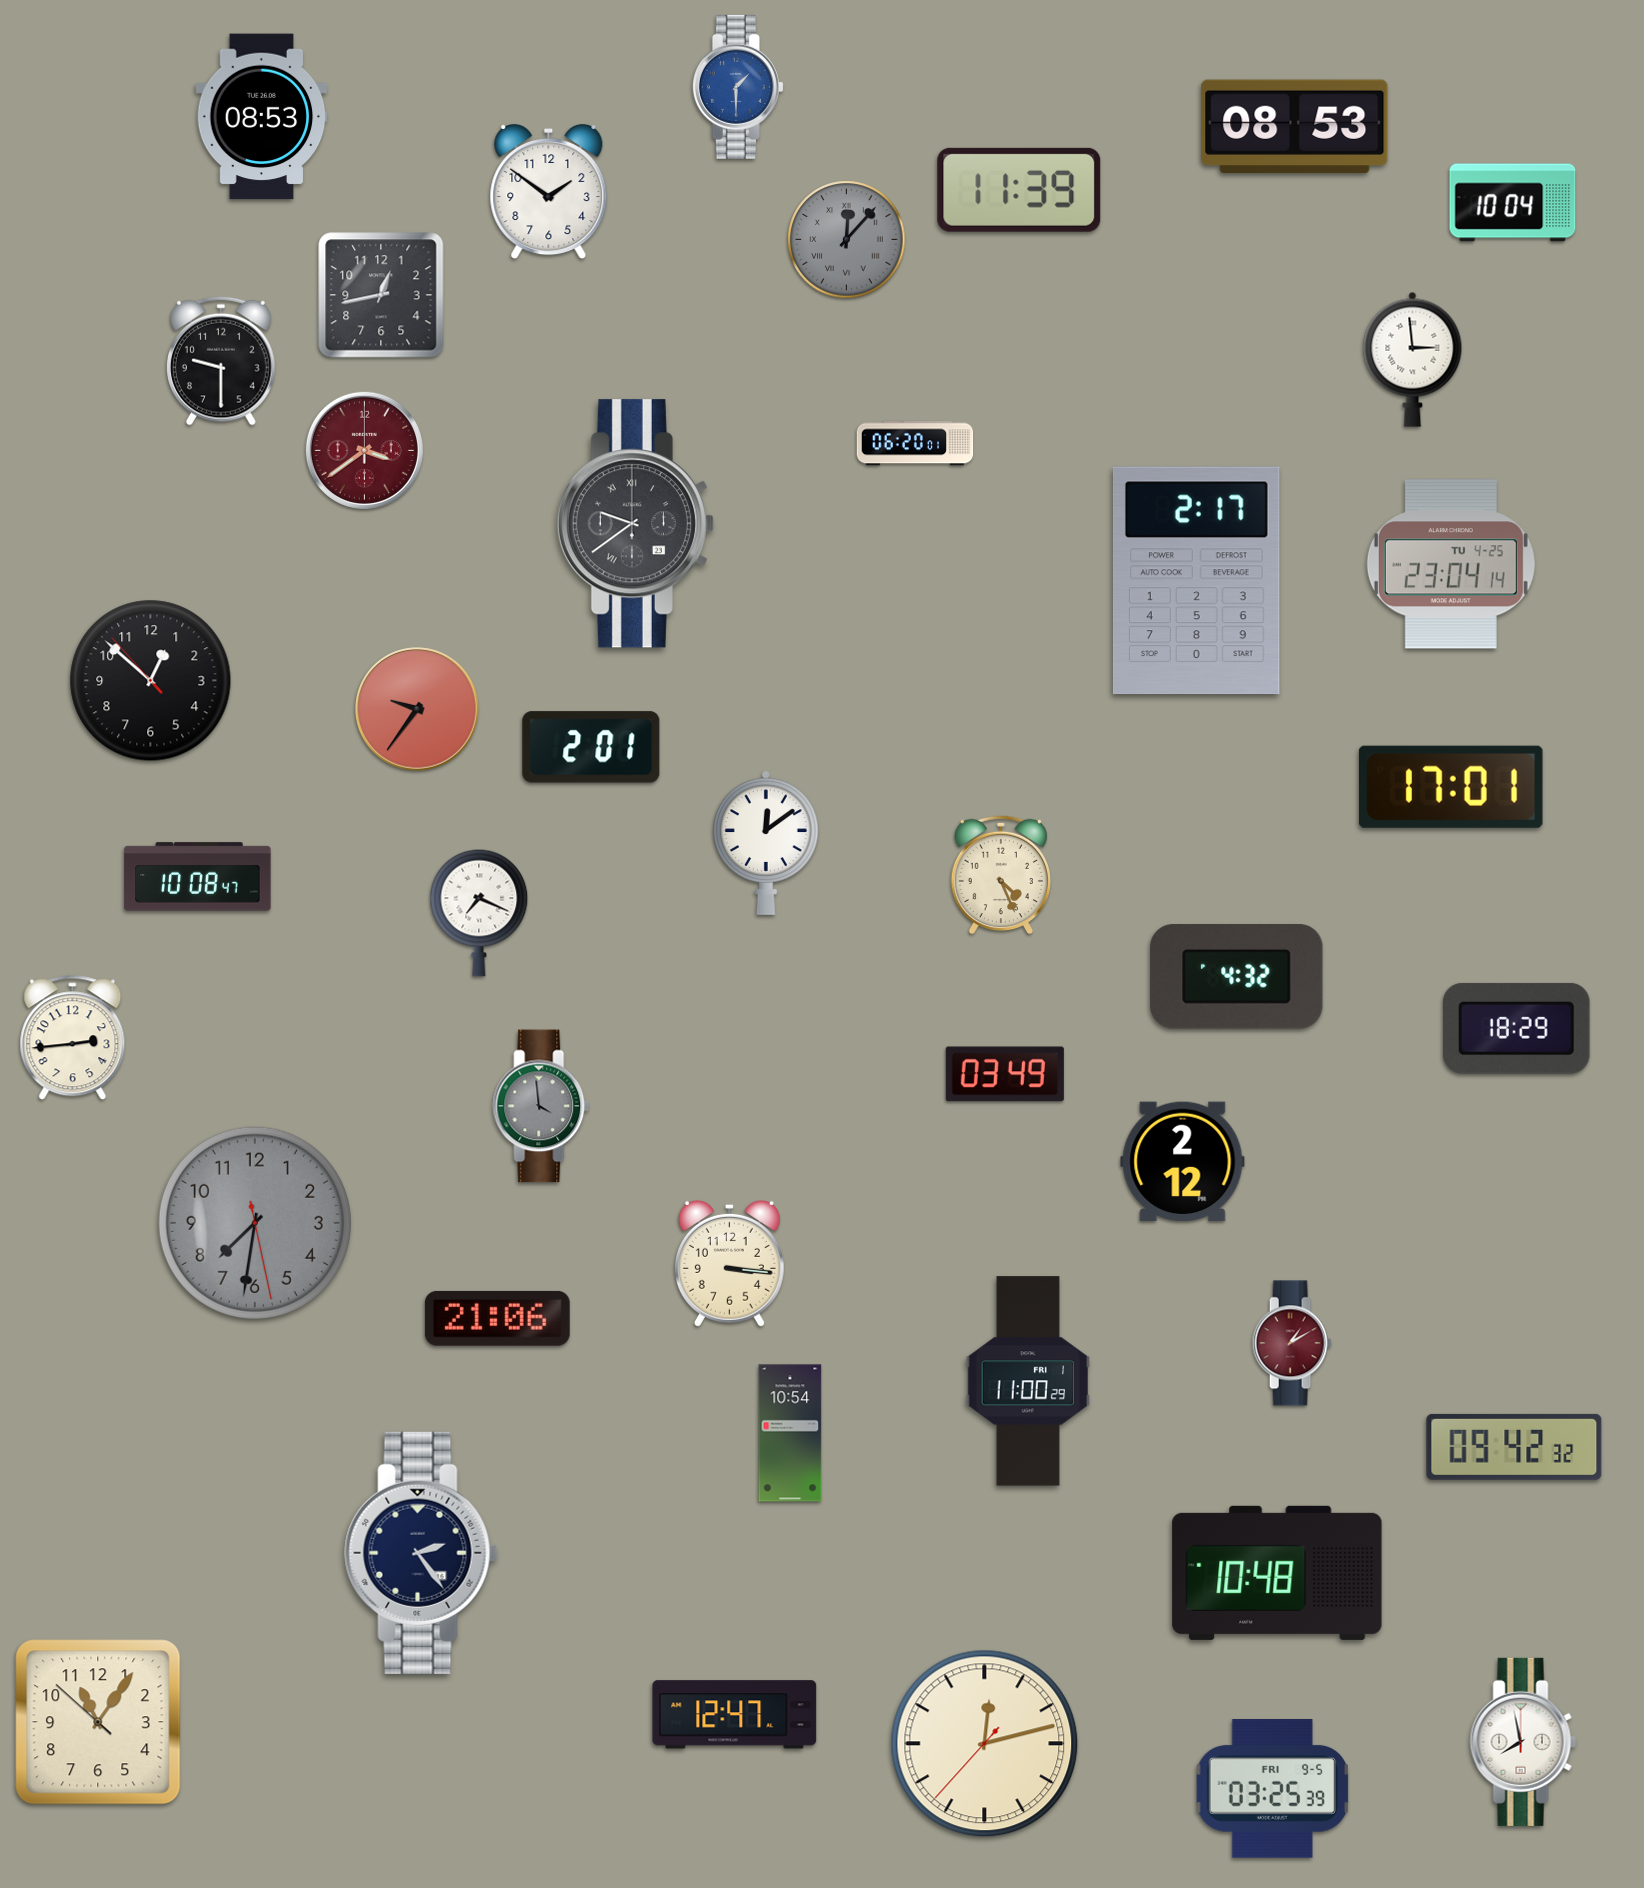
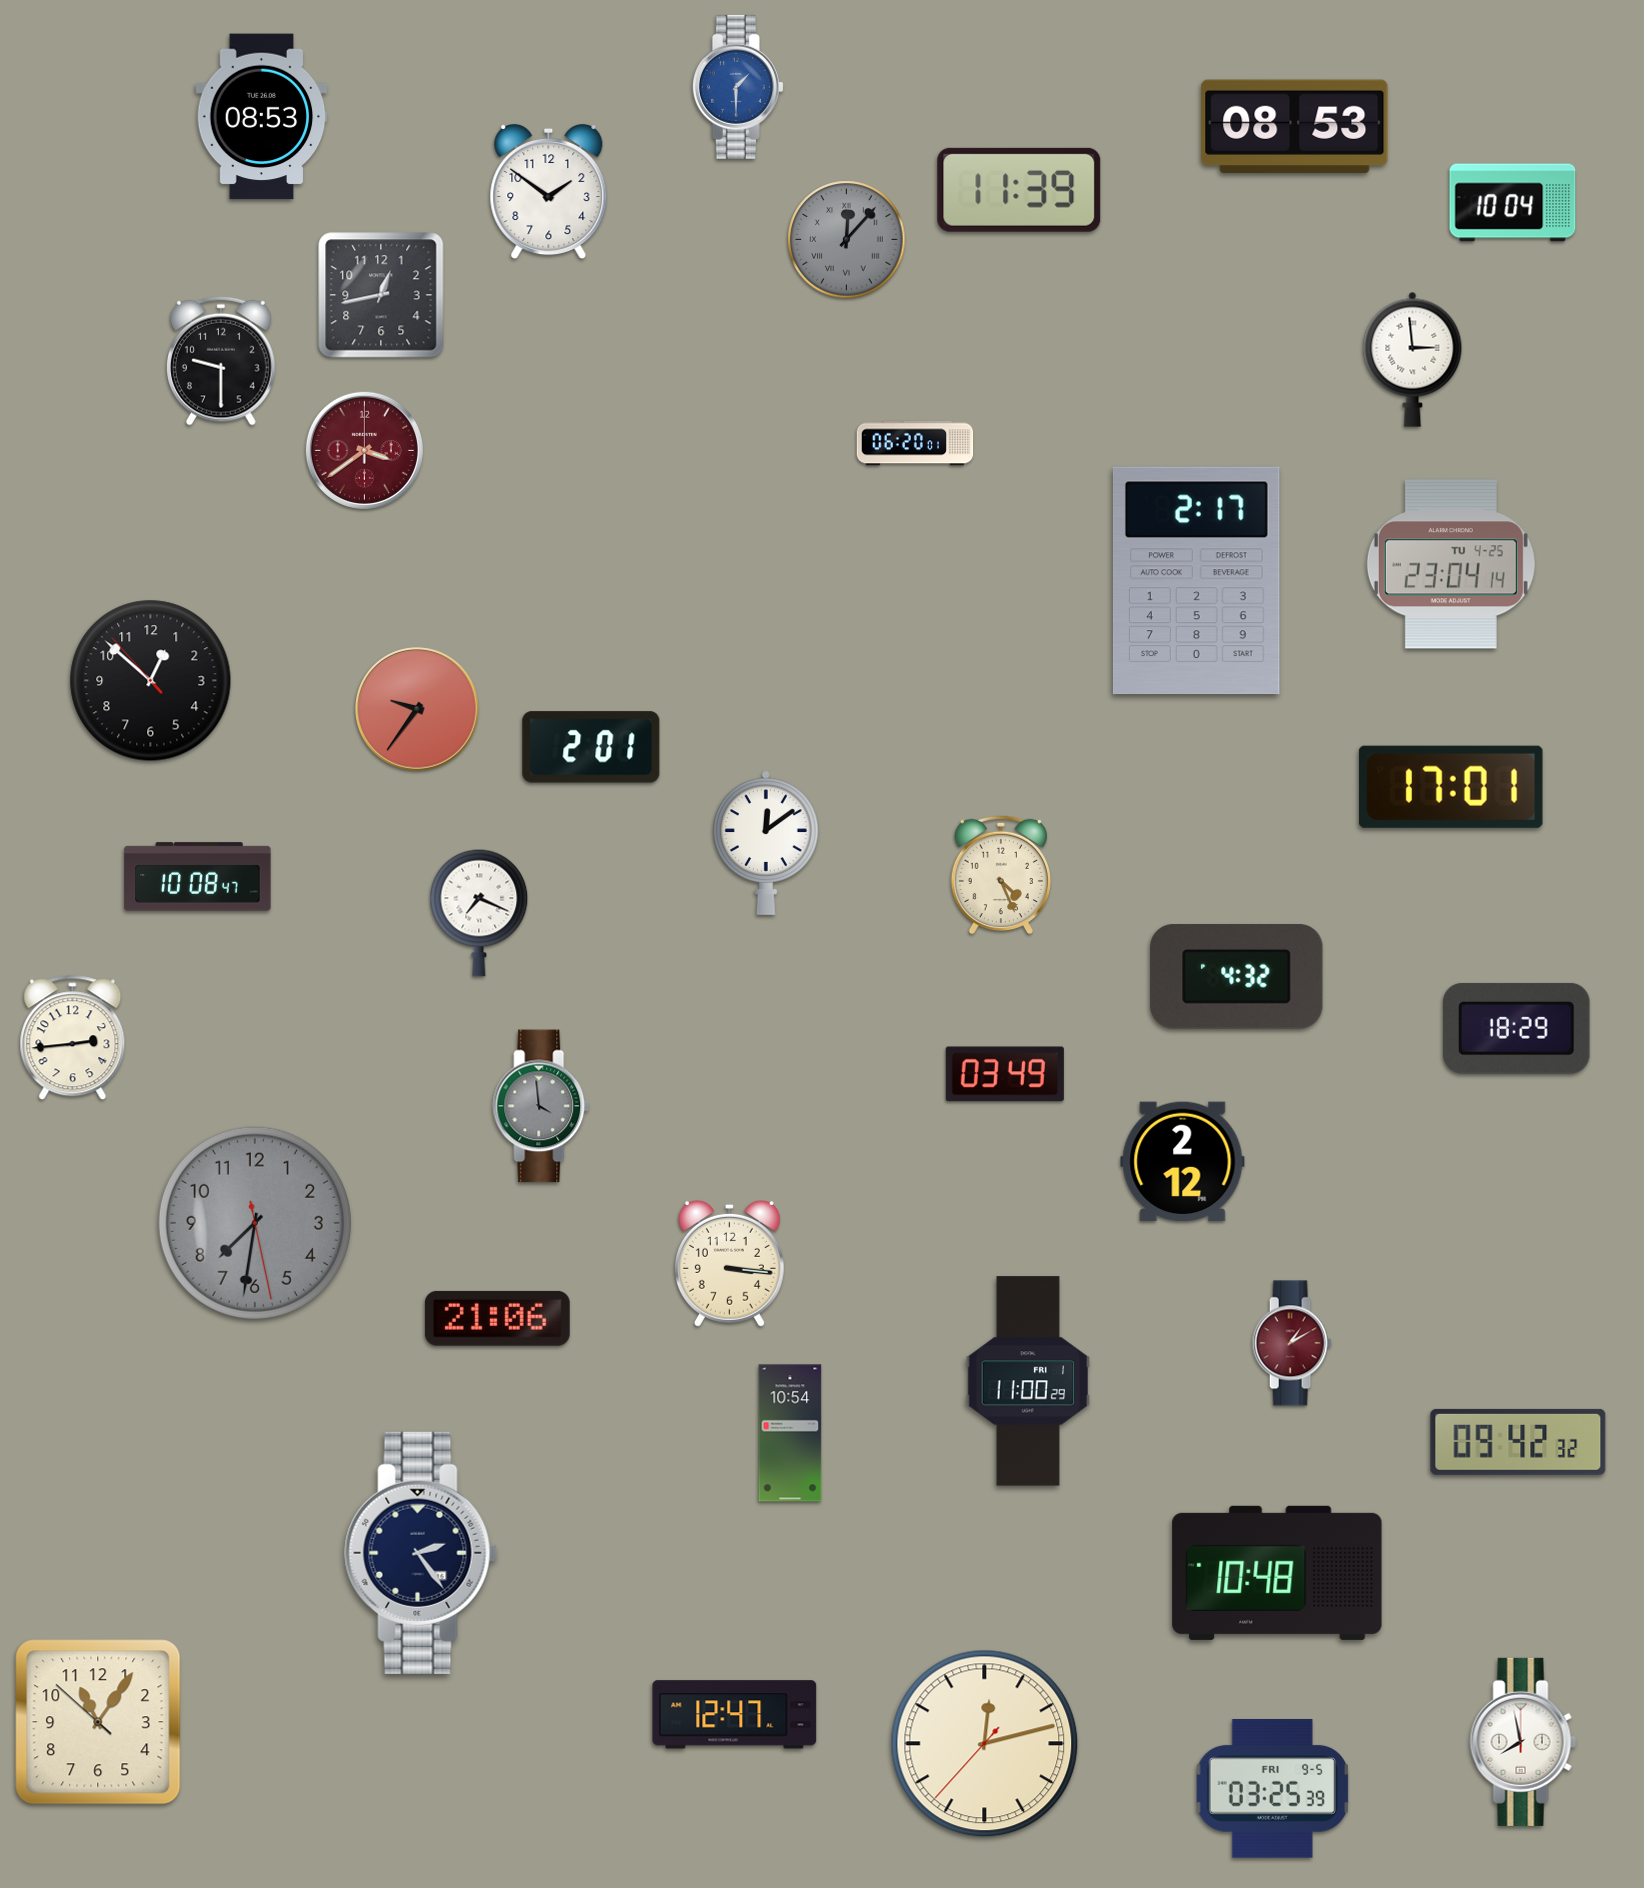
clock at (635, 524): 9:39 -> none
clock at (1514, 1447) position: (1514, 1447) -> (1518, 1442)
